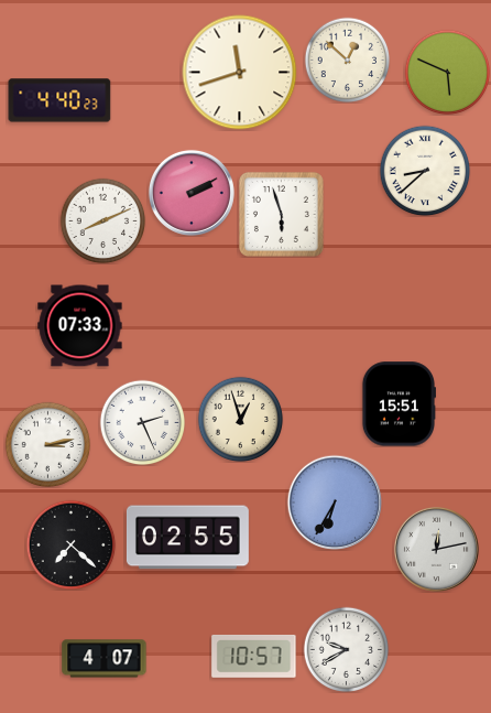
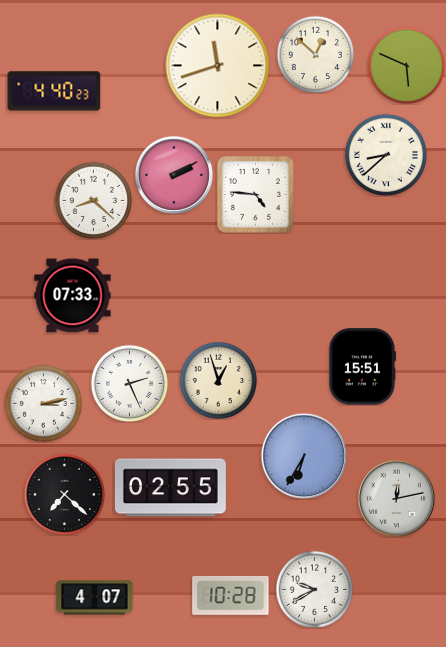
clock at (281, 214): 5:57 -> 4:46
clock at (102, 220): 8:11 -> 8:22
clock at (254, 656): 10:57 -> 10:28
